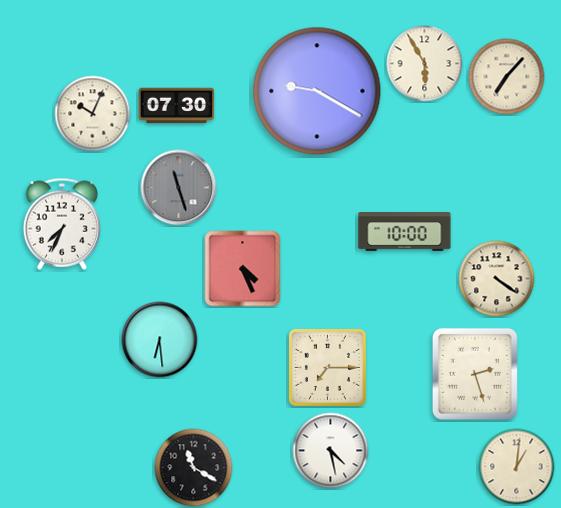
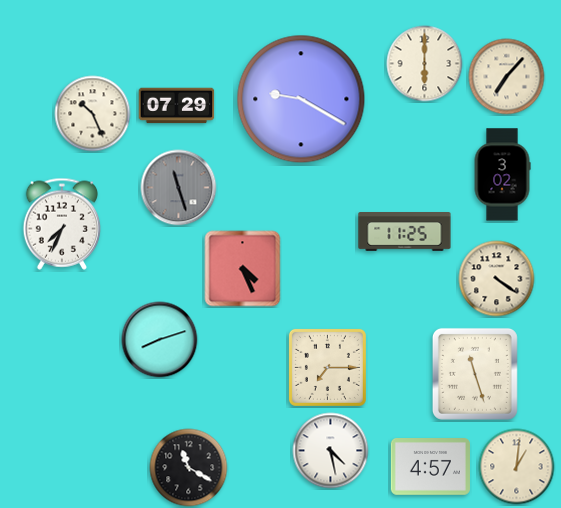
clock at (425, 64): 5:55 -> 6:00
clock at (317, 91) position: (317, 91) -> (301, 99)
clock at (177, 106): 07:30 -> 07:29
clock at (93, 114): 10:04 -> 10:26
clock at (502, 175): none -> 3:02
clock at (405, 232): 10:00 -> 11:25
clock at (160, 340): 6:29 -> 8:12
clock at (475, 374): 2:27 -> 11:27
clock at (430, 467): none -> 4:57
clock at (194, 468) position: (194, 468) -> (189, 468)
